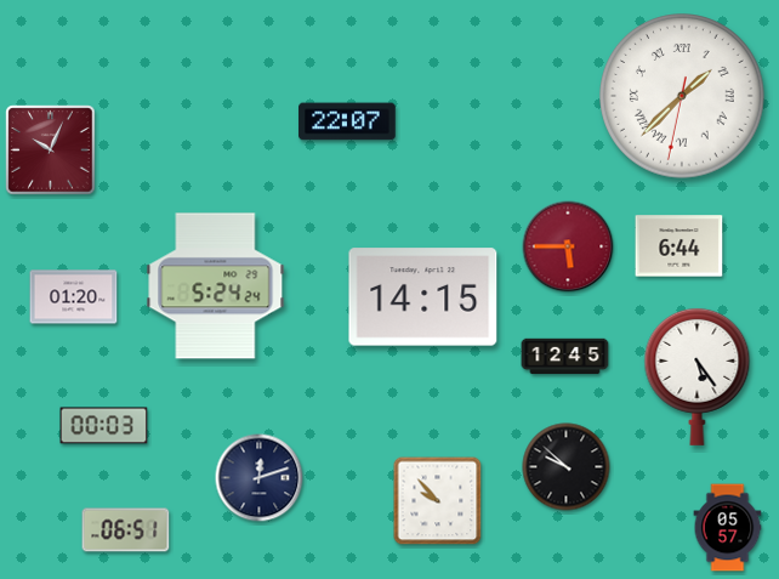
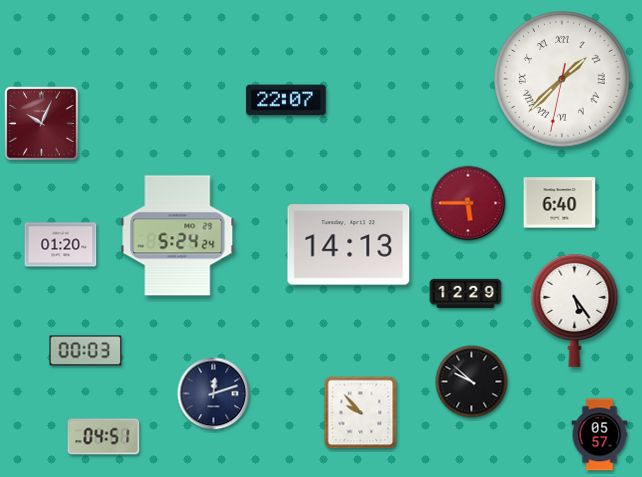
clock at (680, 246): 6:44 -> 6:40
clock at (423, 297): 14:15 -> 14:13
clock at (565, 357): 12:45 -> 12:29
clock at (567, 467) position: (567, 467) -> (472, 382)
clock at (126, 530): 06:51 -> 04:51
